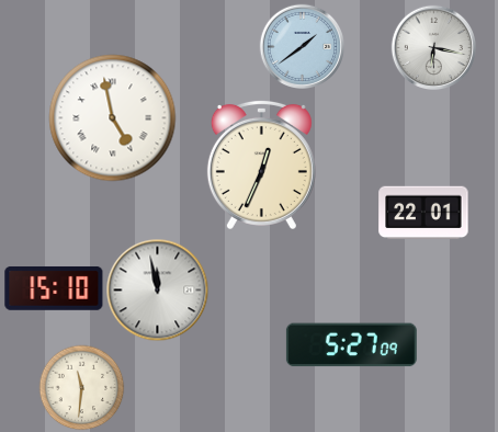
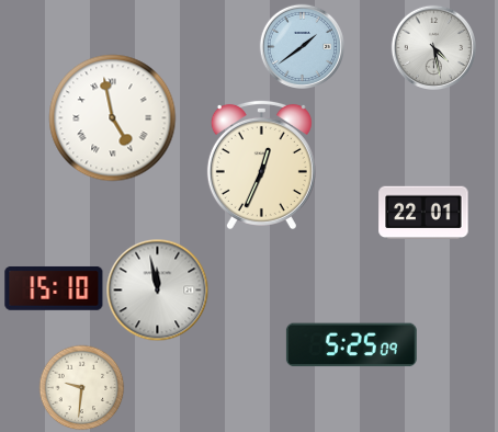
clock at (433, 47): 6:17 -> 4:28
clock at (351, 345): 5:27 -> 5:25
clock at (81, 387): 11:31 -> 9:31
